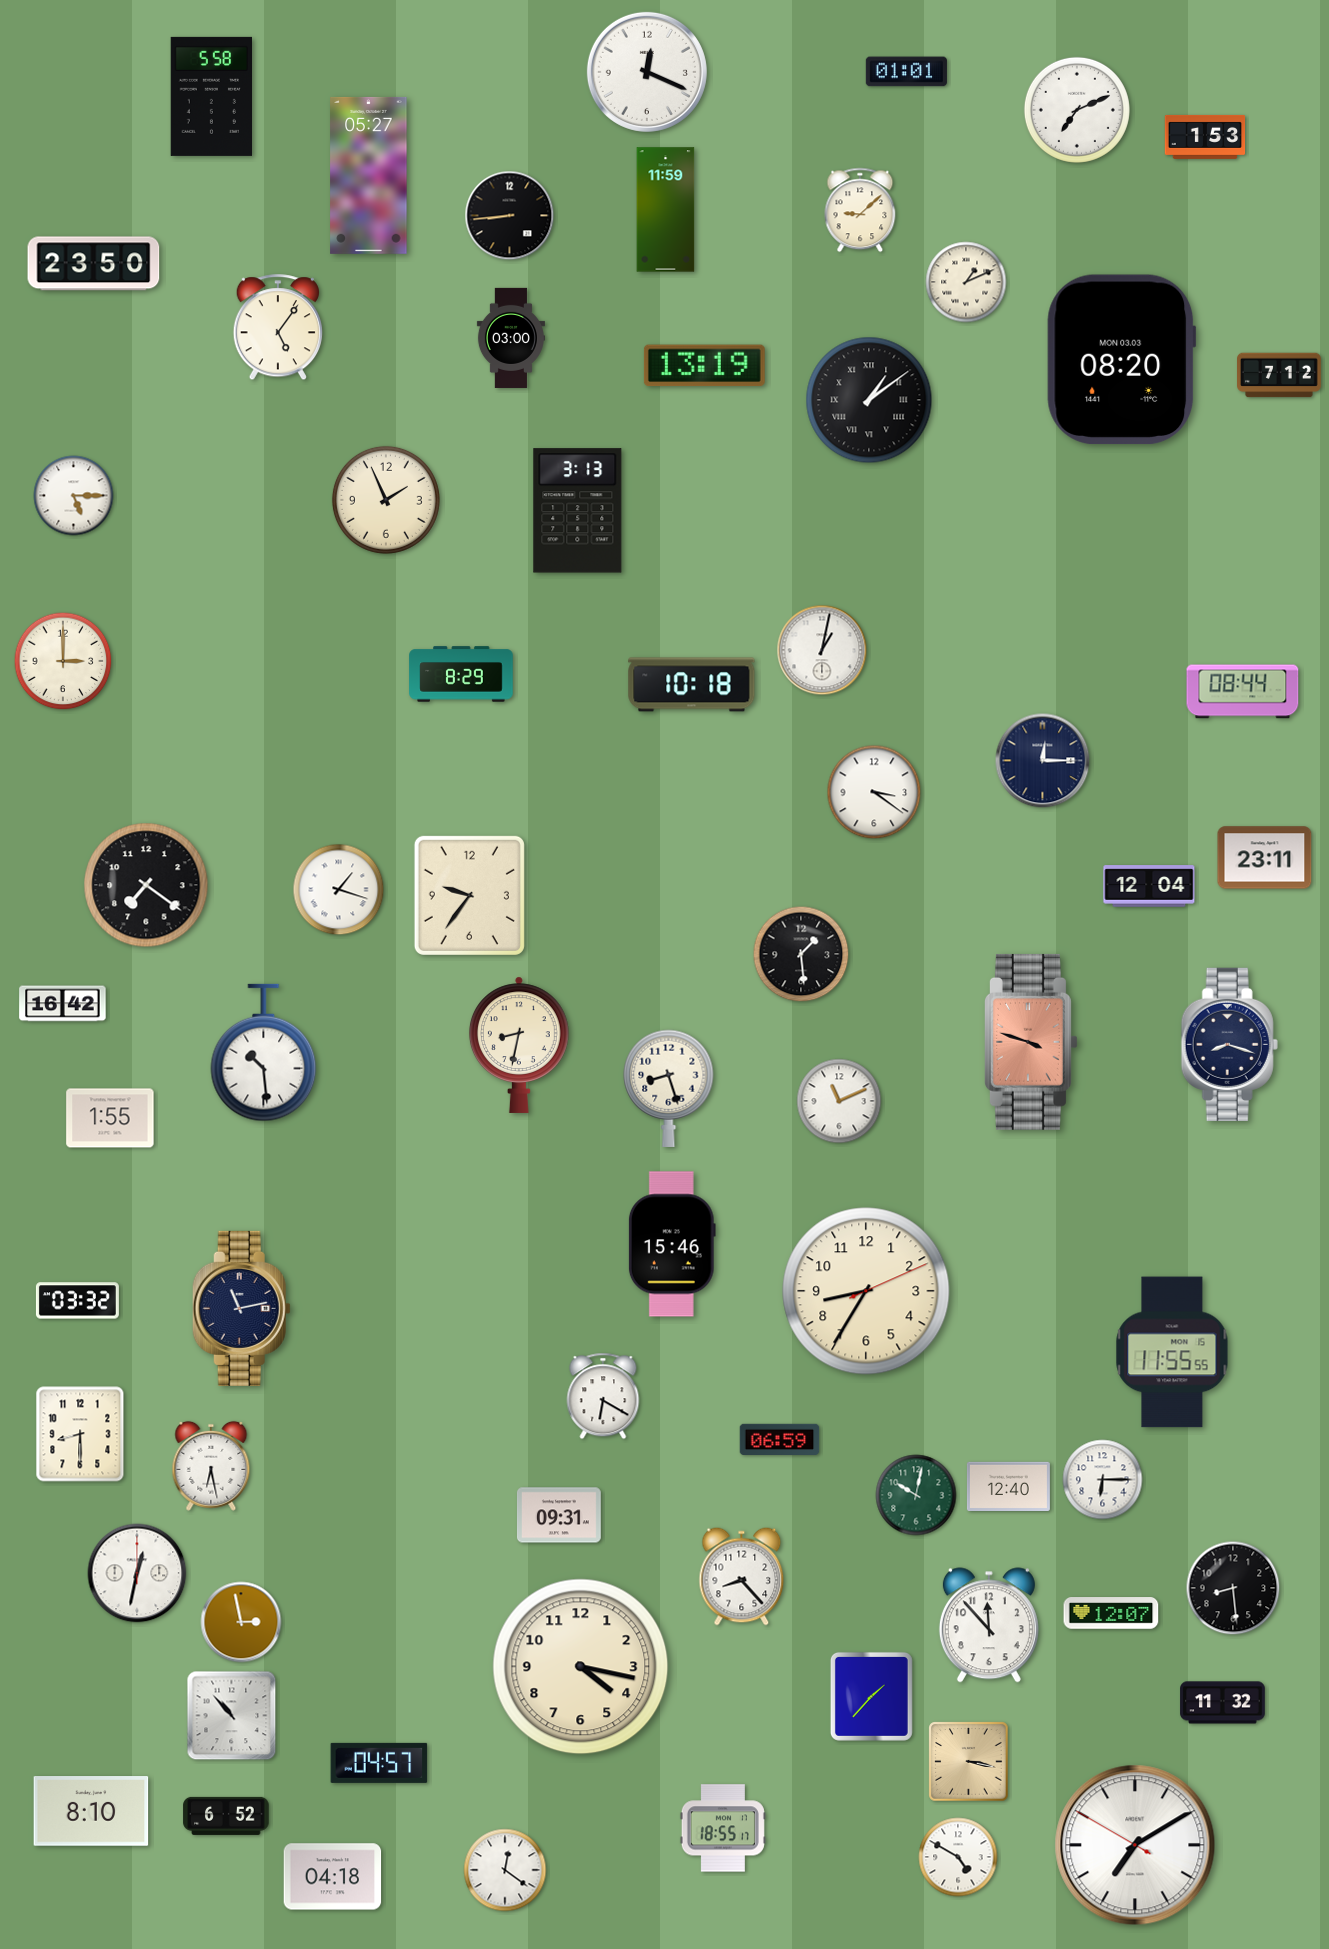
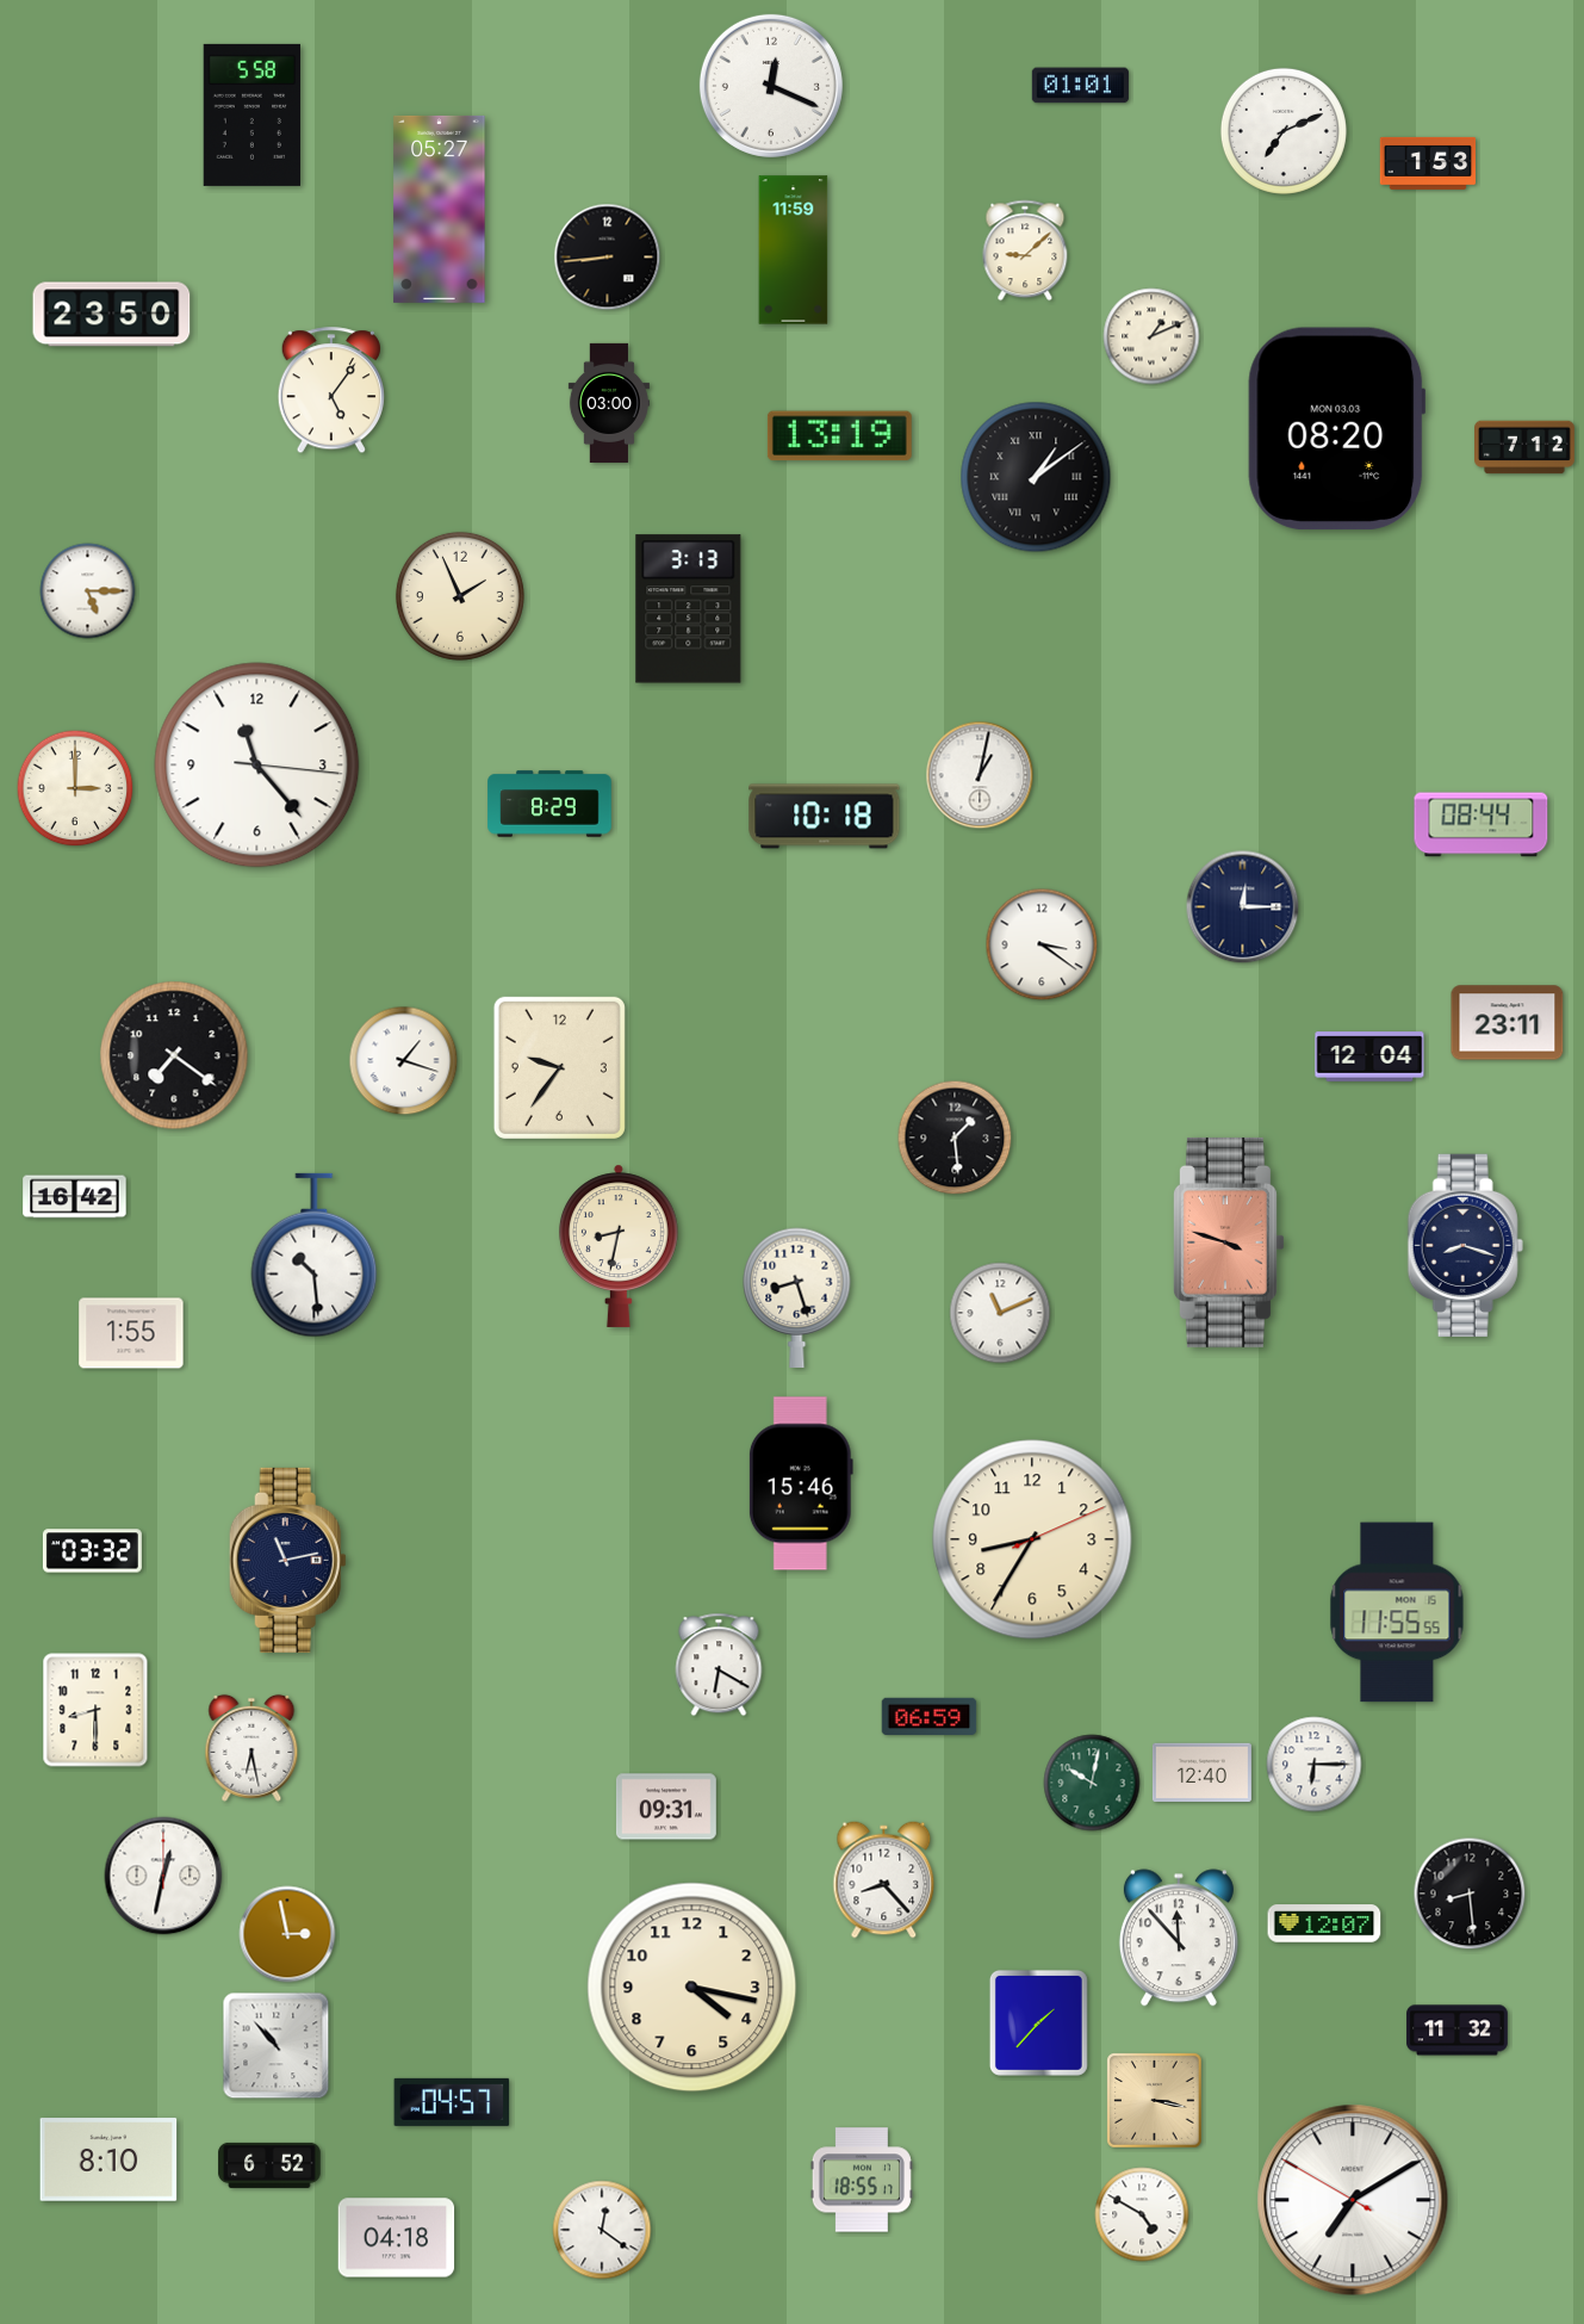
clock at (1205, 137) position: (1205, 137) -> (1428, 163)
clock at (257, 766): none -> 11:23
